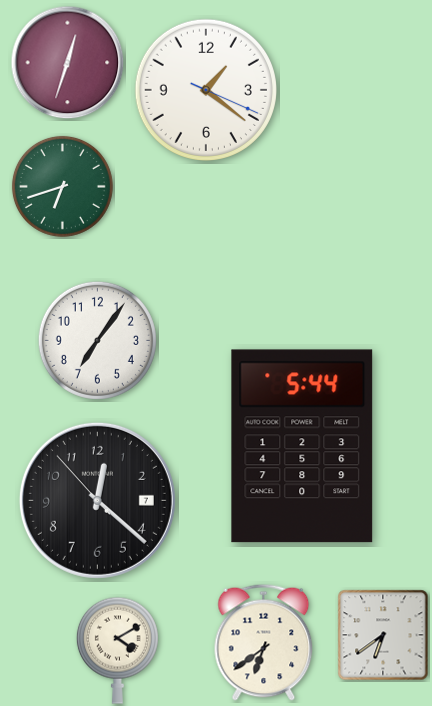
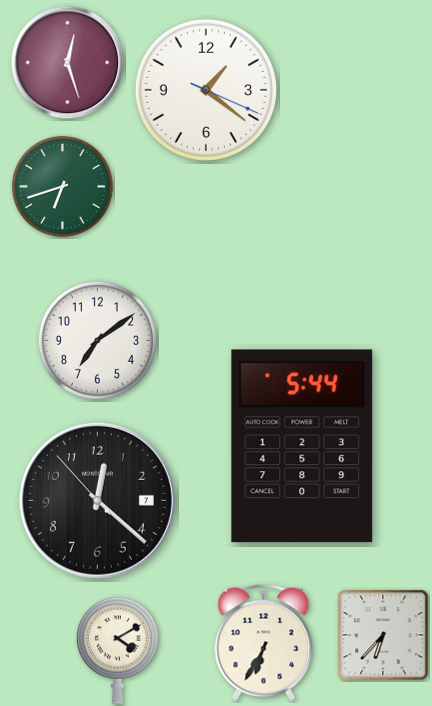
clock at (68, 63): 12:33 -> 12:27
clock at (97, 340): 7:06 -> 7:09
clock at (383, 635): 6:39 -> 6:37
clock at (264, 642): 6:39 -> 6:35
